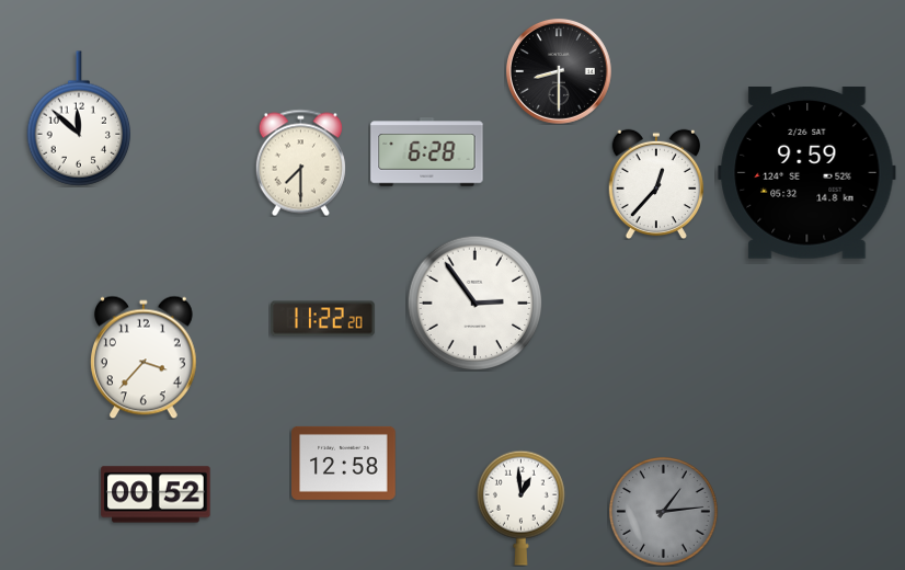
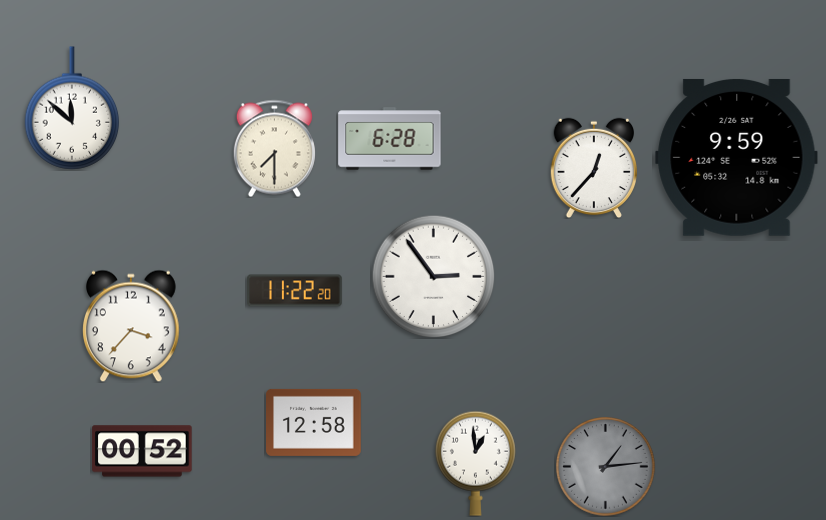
clock at (559, 71): 8:30 -> none
clock at (655, 184) position: (655, 184) -> (593, 168)
